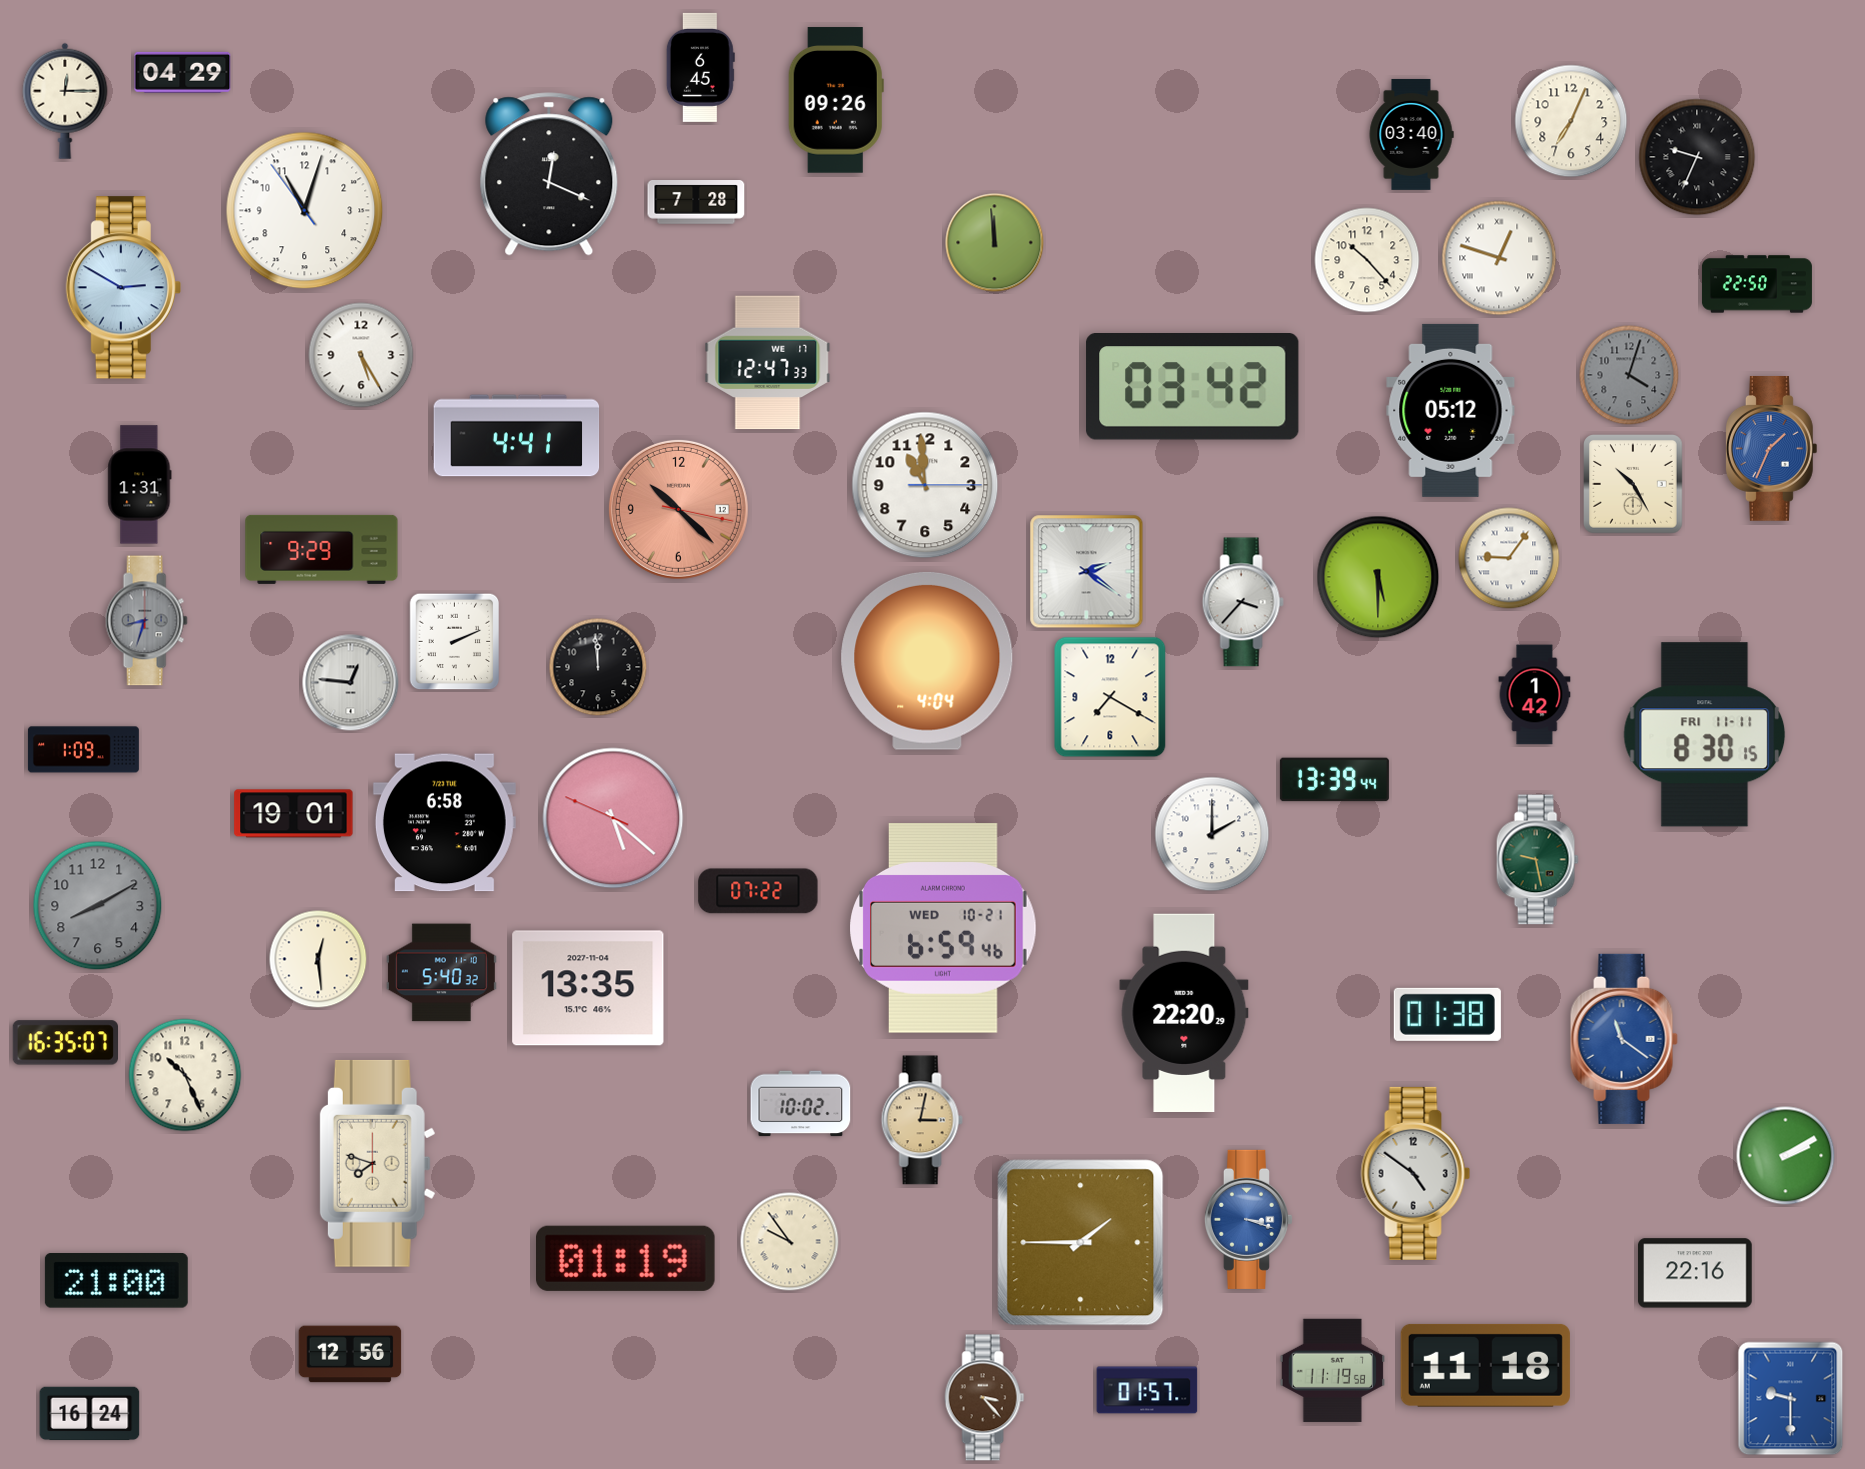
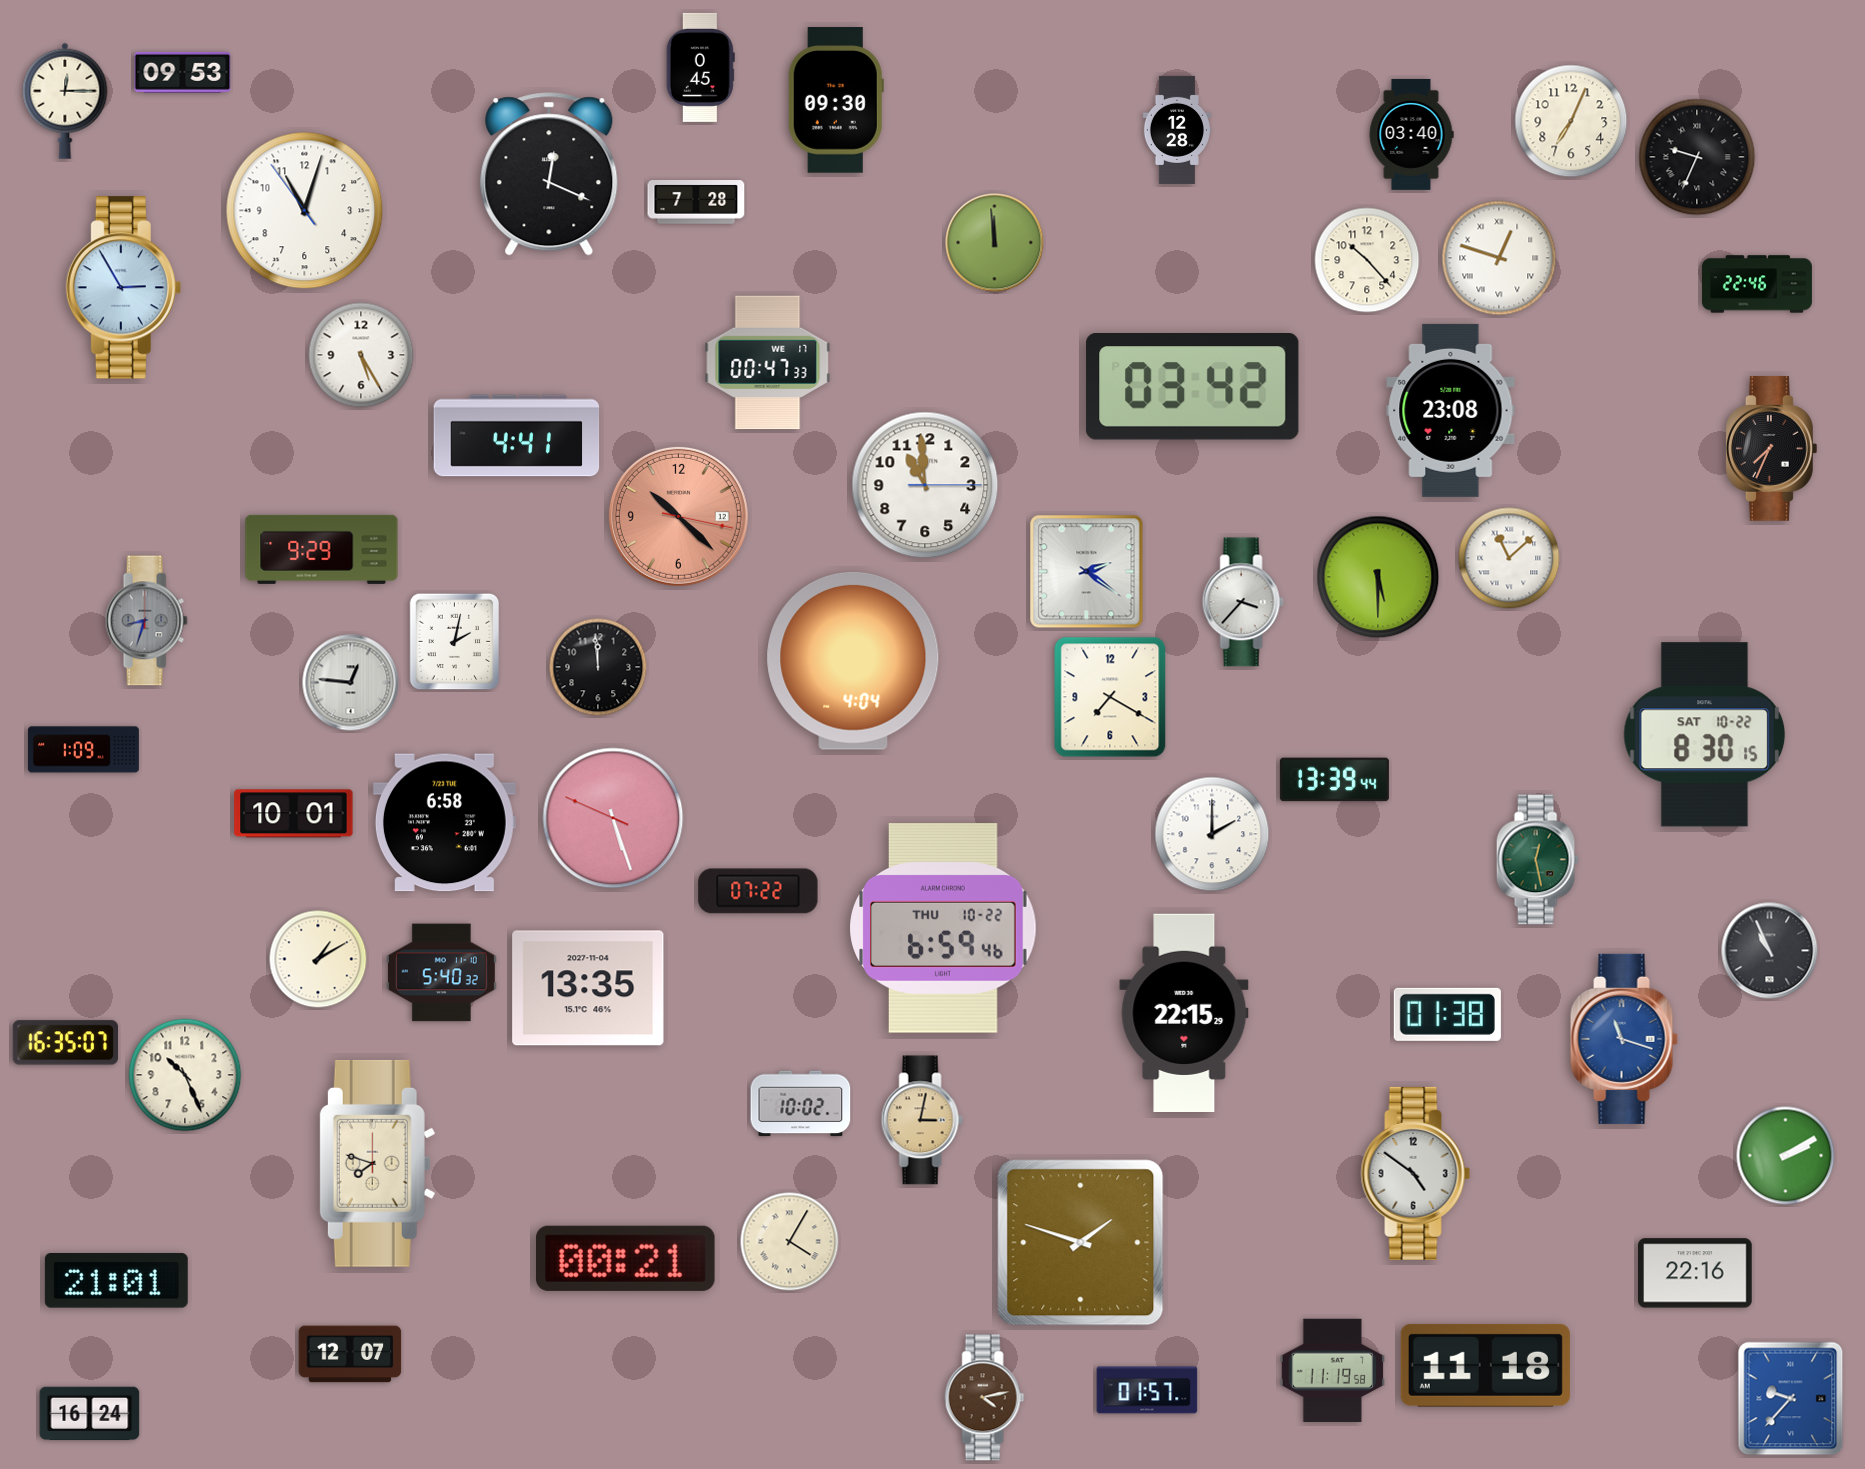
clock at (700, 67): 6:45 -> 0:45
clock at (183, 72): 04:29 -> 09:53
clock at (836, 100): 09:26 -> 09:30
clock at (1176, 130): none -> 12:28
clock at (1757, 284): 22:50 -> 22:46
clock at (123, 288): 2:50 -> 2:55
clock at (768, 363): 12:47 -> 00:47
clock at (1629, 375): 4:03 -> none
clock at (1451, 410): 05:12 -> 23:08
clock at (1771, 449): 1:34 -> 7:34
clock at (1771, 449) dial: blue -> black
clock at (140, 485): 1:31 -> none
clock at (1634, 485): 10:25 -> none
clock at (678, 509) position: (678, 509) -> (678, 516)
clock at (1509, 558): 9:06 -> 11:08
clock at (455, 642): 2:11 -> 2:02
clock at (927, 661) position: (927, 661) -> (853, 661)
clock at (1535, 695): 1:42 -> none
clock at (1705, 735) date: FRI 11-11 -> SAT 10-22
clock at (294, 814): 19:01 -> 10:01
clock at (613, 818): 5:21 -> 5:26
clock at (1537, 860): 9:28 -> 12:28
clock at (98, 906): 8:10 -> none
clock at (943, 928) date: WED 10-21 -> THU 10-22
clock at (1770, 951): none -> 10:56
clock at (318, 959): 12:29 -> 1:10
clock at (1184, 1012): 22:20 -> 22:15
clock at (1624, 1039): 11:21 -> 11:18
clock at (1248, 1219): 3:18 -> none
clock at (790, 1242): 9:54 -> 4:05
clock at (1081, 1243): 1:45 -> 1:48
clock at (626, 1258): 01:19 -> 00:21
clock at (116, 1281): 21:00 -> 21:01
clock at (350, 1354): 12:56 -> 12:07
clock at (985, 1398): 3:23 -> 4:13
clock at (1791, 1399): 9:30 -> 9:37
